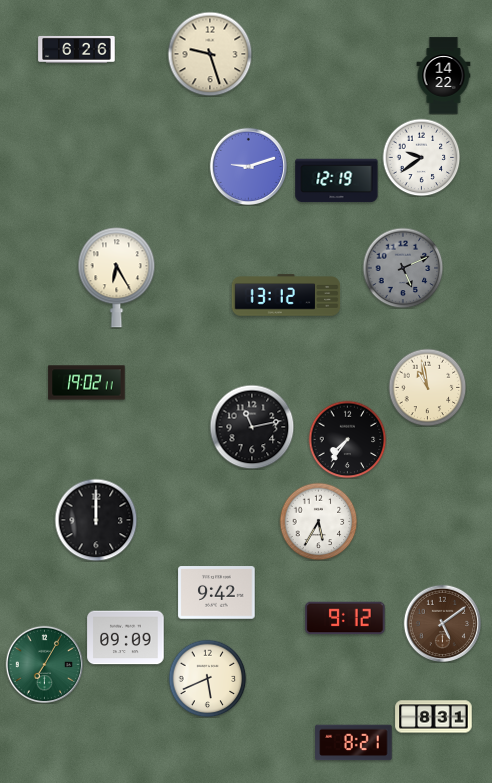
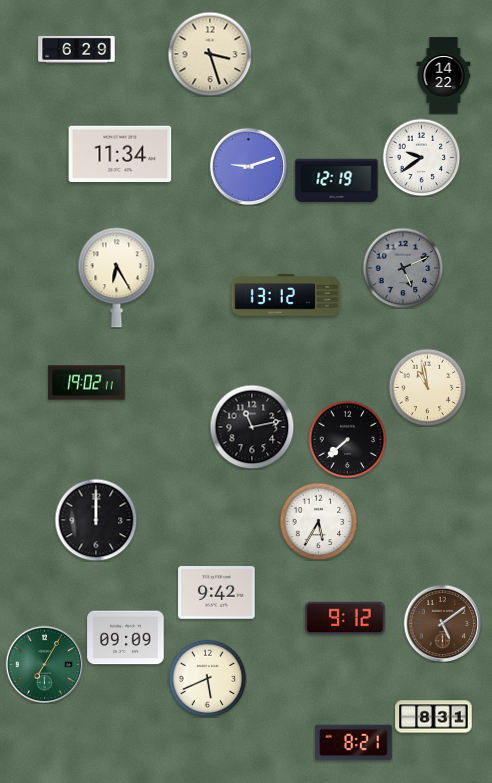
clock at (77, 49): 6:26 -> 6:29
clock at (210, 54): 9:27 -> 3:27
clock at (120, 153): none -> 11:34
clock at (347, 439): 7:36 -> 7:38
